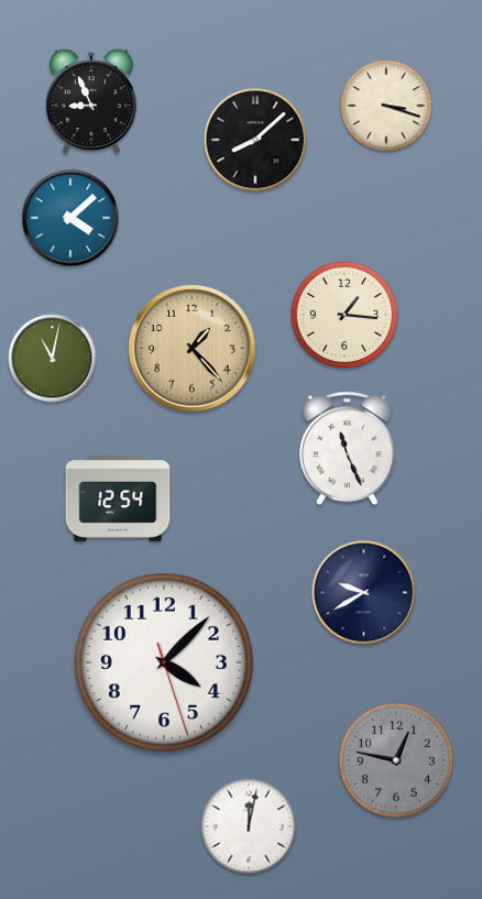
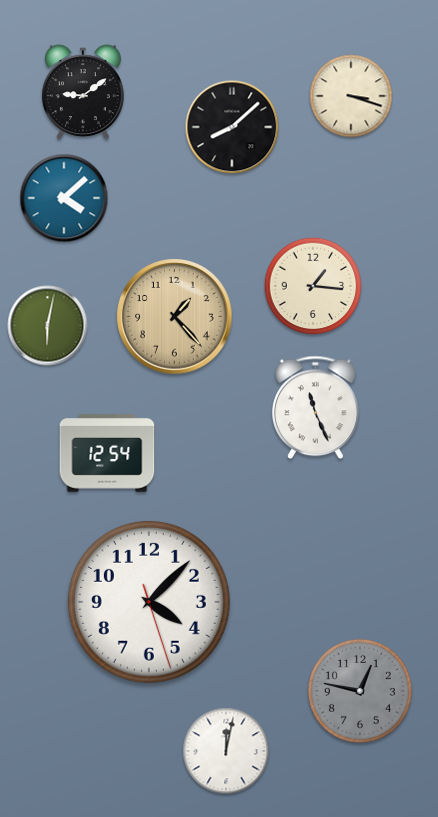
clock at (91, 102): 8:56 -> 9:09
clock at (53, 359): 11:02 -> 6:02
clock at (364, 593): 9:40 -> none
